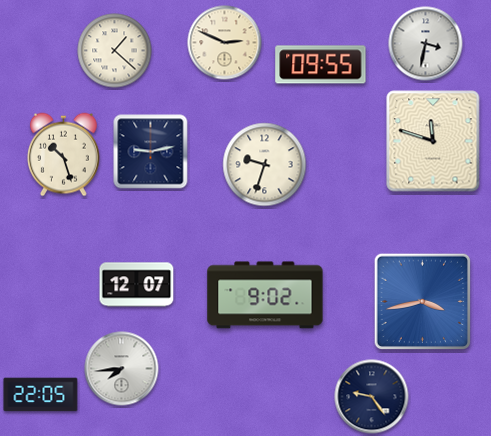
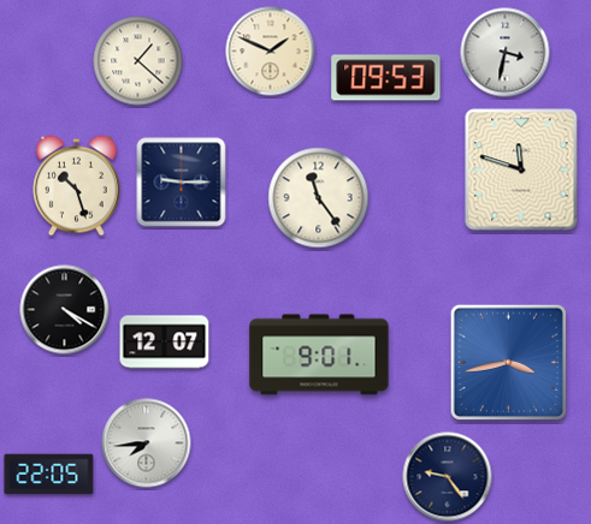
clock at (225, 43): 2:49 -> 1:49
clock at (426, 44) position: (426, 44) -> (506, 53)
clock at (321, 65): 09:55 -> 09:53
clock at (151, 152): 9:13 -> 9:15
clock at (265, 165): 9:33 -> 11:24
clock at (65, 310): none -> 4:20
clock at (265, 295): 9:02 -> 9:01
